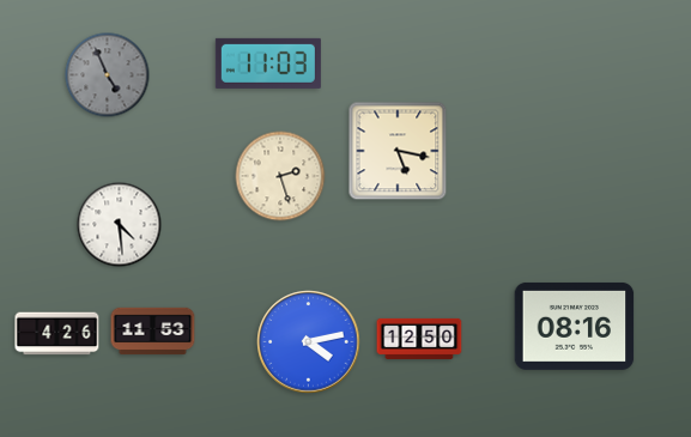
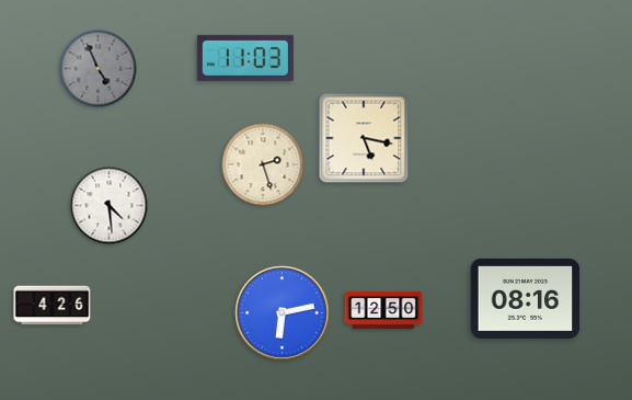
clock at (280, 176) position: (280, 176) -> (263, 164)
clock at (153, 332): 11:53 -> none
clock at (309, 342): 4:13 -> 6:13
